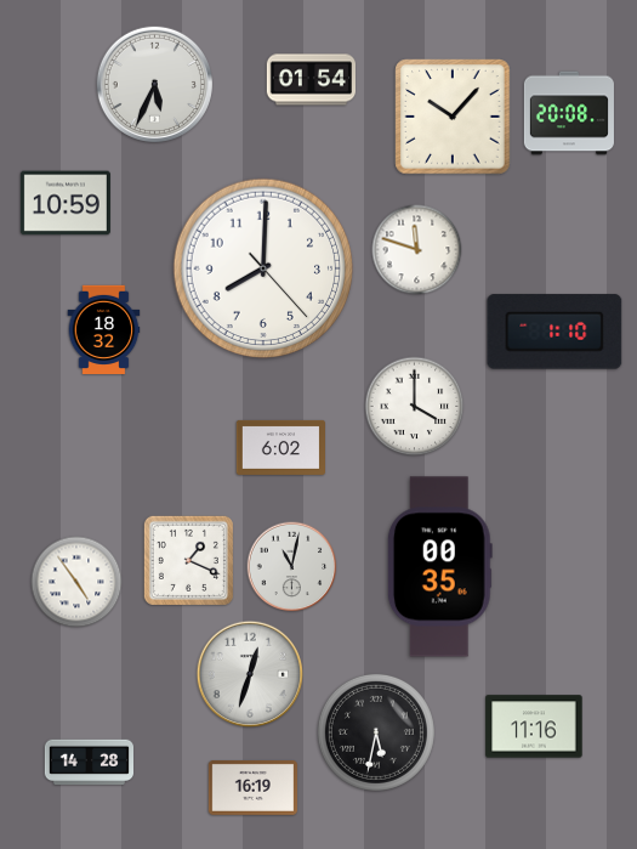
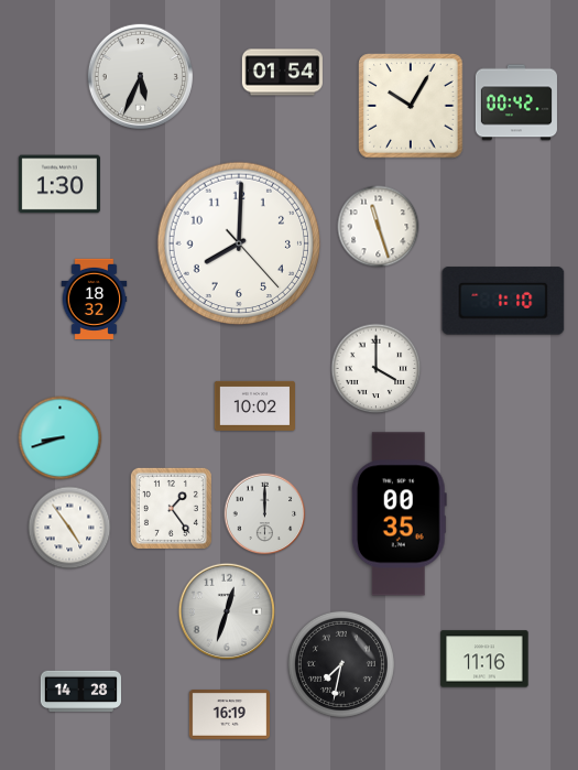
clock at (569, 113): 20:08 -> 00:42
clock at (453, 117): 10:07 -> 10:05
clock at (66, 203): 10:59 -> 1:30
clock at (417, 250): 11:48 -> 11:27
clock at (280, 447): 6:02 -> 10:02
clock at (61, 438): none -> 8:42
clock at (188, 560): 1:19 -> 1:24
clock at (292, 567): 11:02 -> 12:00
clock at (376, 732): 5:32 -> 7:32
